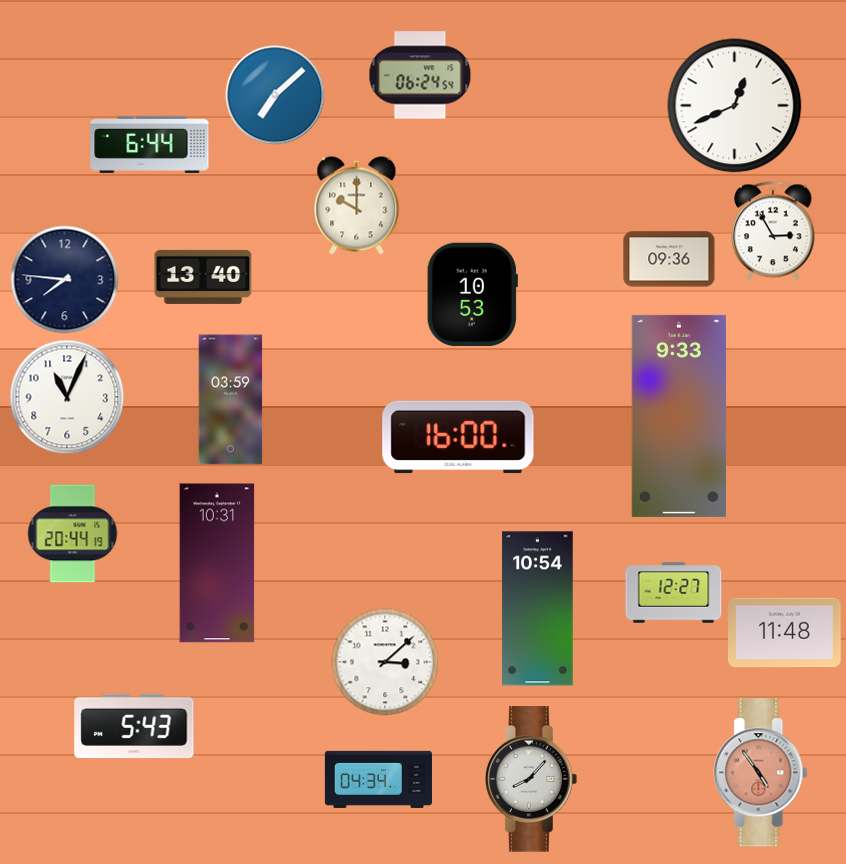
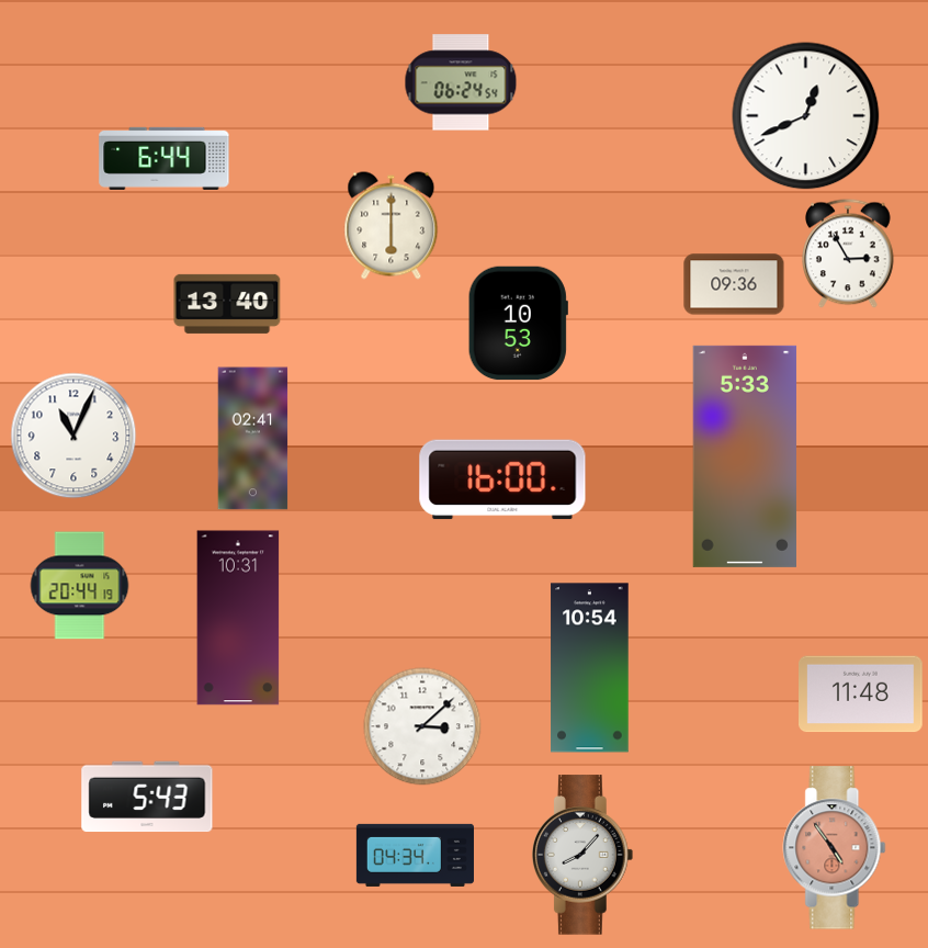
clock at (275, 95): 7:08 -> none
clock at (357, 206): 10:00 -> 6:00
clock at (203, 277) position: (203, 277) -> (227, 304)
clock at (65, 280): 7:46 -> none
clock at (231, 400): 03:59 -> 02:41
clock at (679, 416): 9:33 -> 5:33
clock at (674, 593): 12:27 -> none
